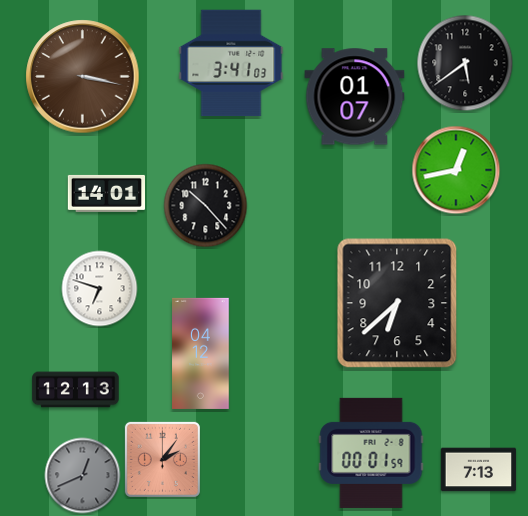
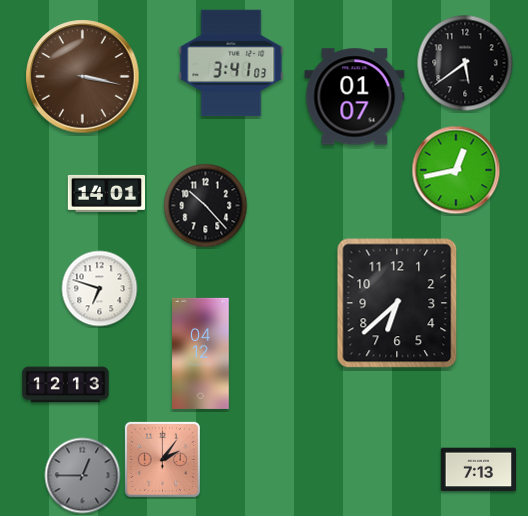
clock at (76, 390) position: (76, 390) -> (66, 385)
clock at (371, 453): 00:01 -> none
clock at (83, 476): 12:41 -> 12:45
